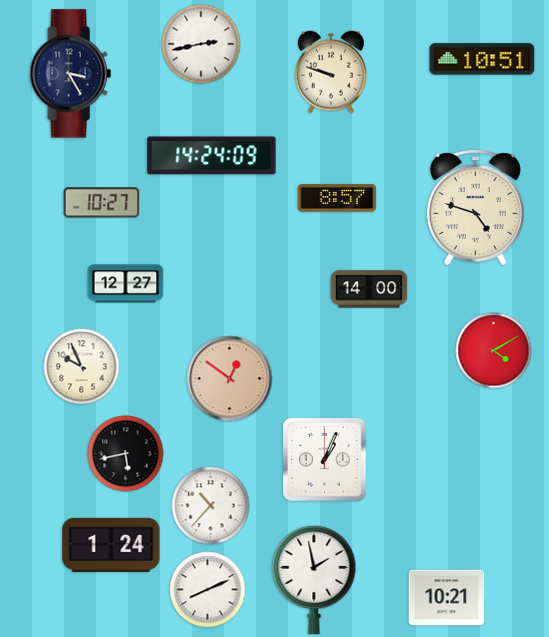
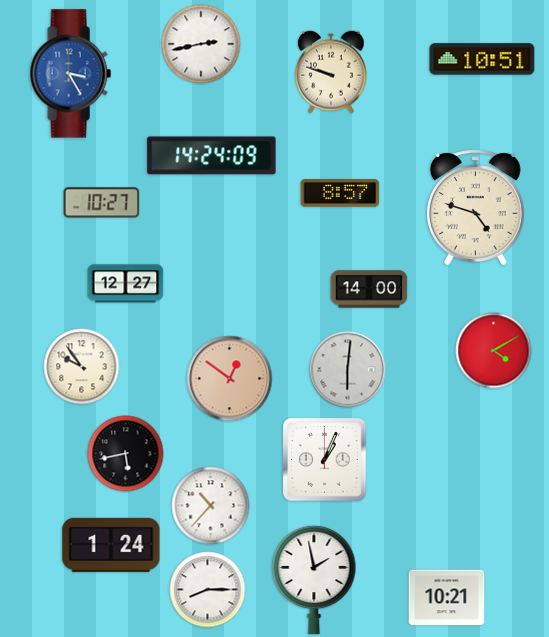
clock at (70, 74) dial: navy -> blue
clock at (337, 198) position: (337, 198) -> (340, 193)
clock at (82, 367): 9:56 -> 9:54
clock at (348, 370): none -> 6:01
clock at (208, 590): 8:11 -> 8:15
